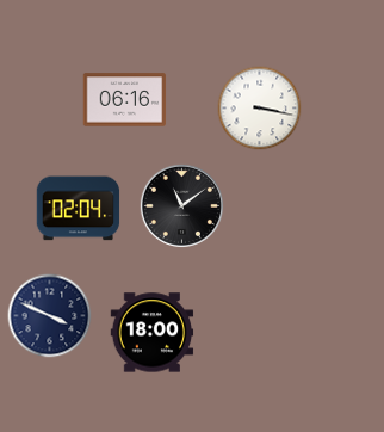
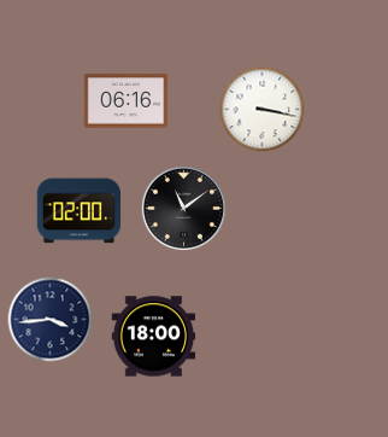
clock at (79, 209): 02:04 -> 02:00
clock at (50, 316): 3:49 -> 3:44
